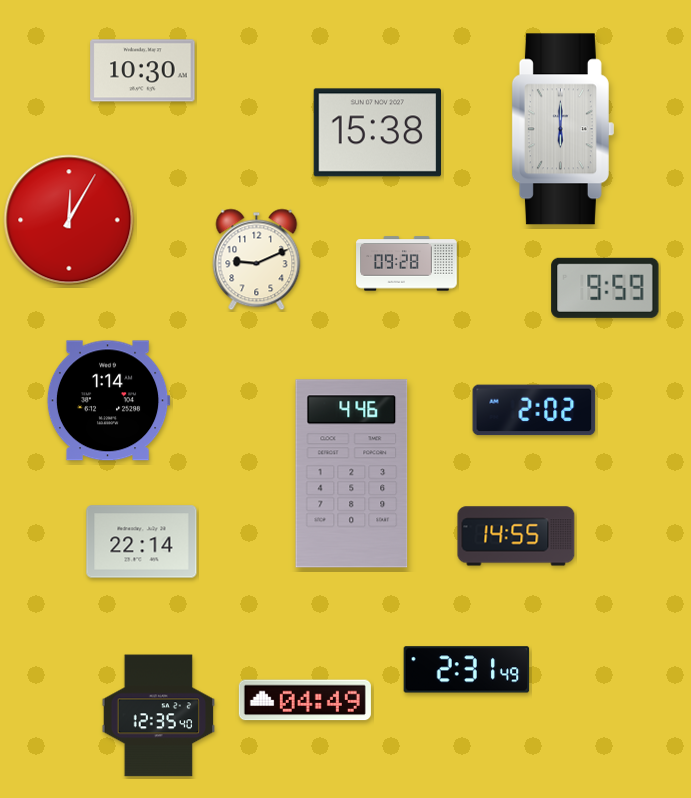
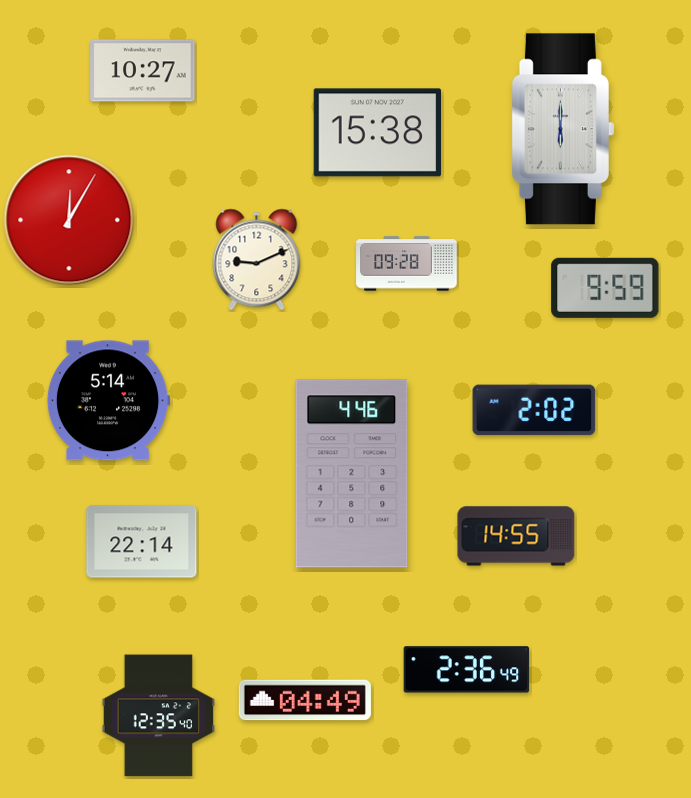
clock at (143, 71): 10:30 -> 10:27
clock at (108, 401): 1:14 -> 5:14
clock at (467, 670): 2:31 -> 2:36
